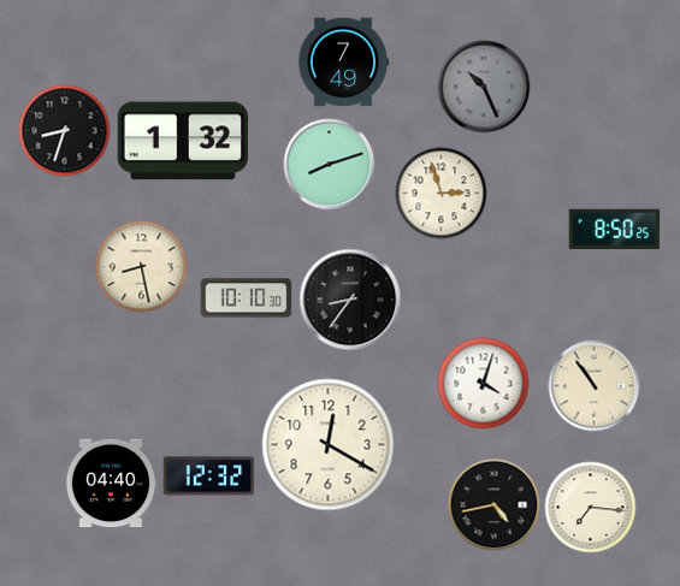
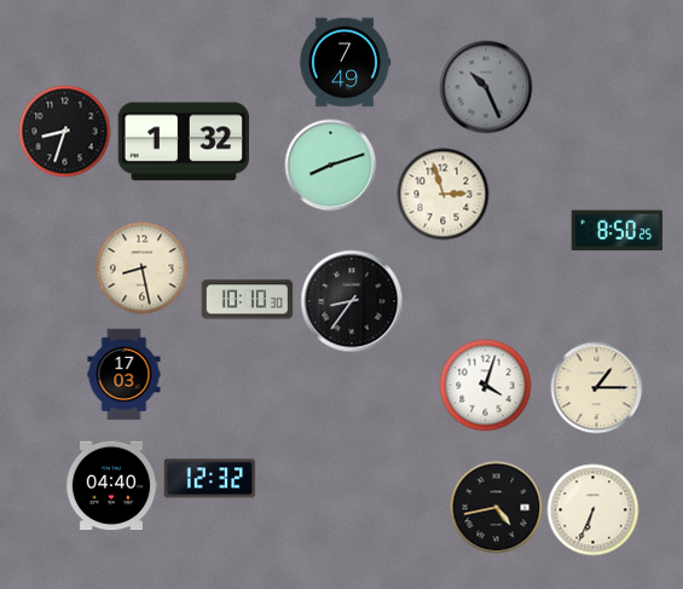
clock at (125, 375): none -> 17:03
clock at (595, 386): 10:54 -> 1:15
clock at (329, 445): 12:20 -> none
clock at (591, 508): 7:16 -> 6:34
